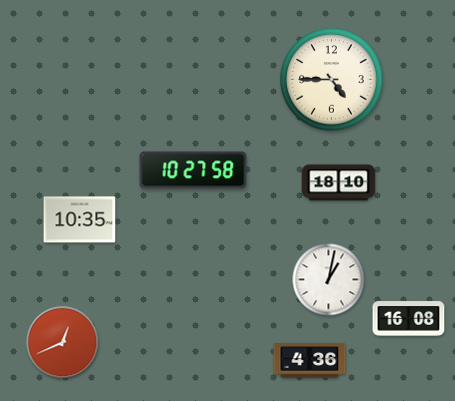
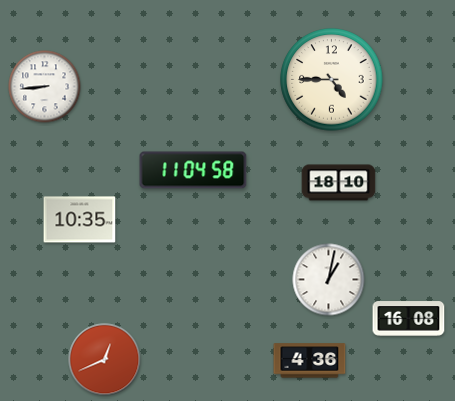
clock at (45, 87): none -> 8:44
clock at (193, 170): 10:27 -> 11:04
clock at (63, 343) position: (63, 343) -> (105, 360)
